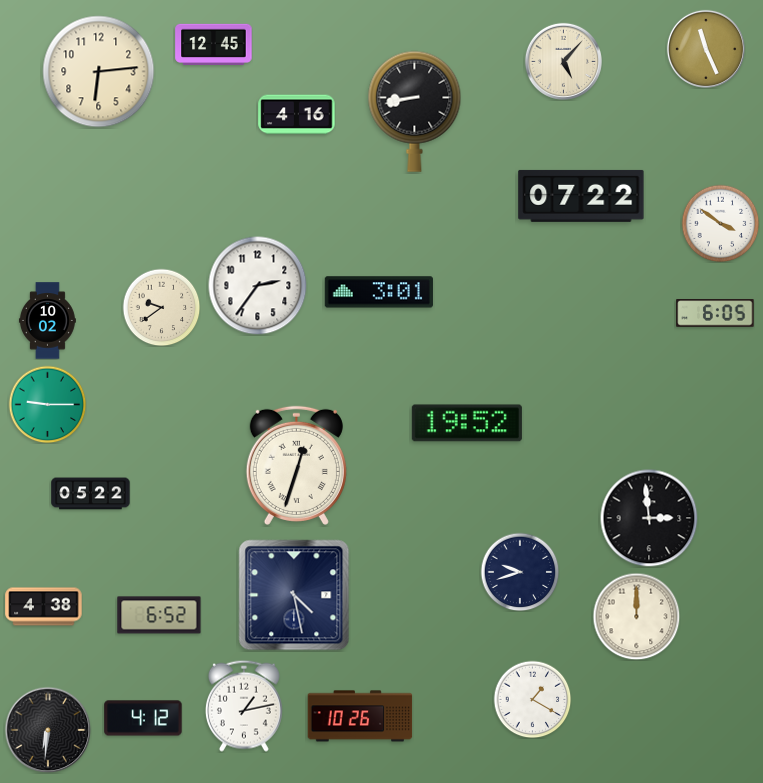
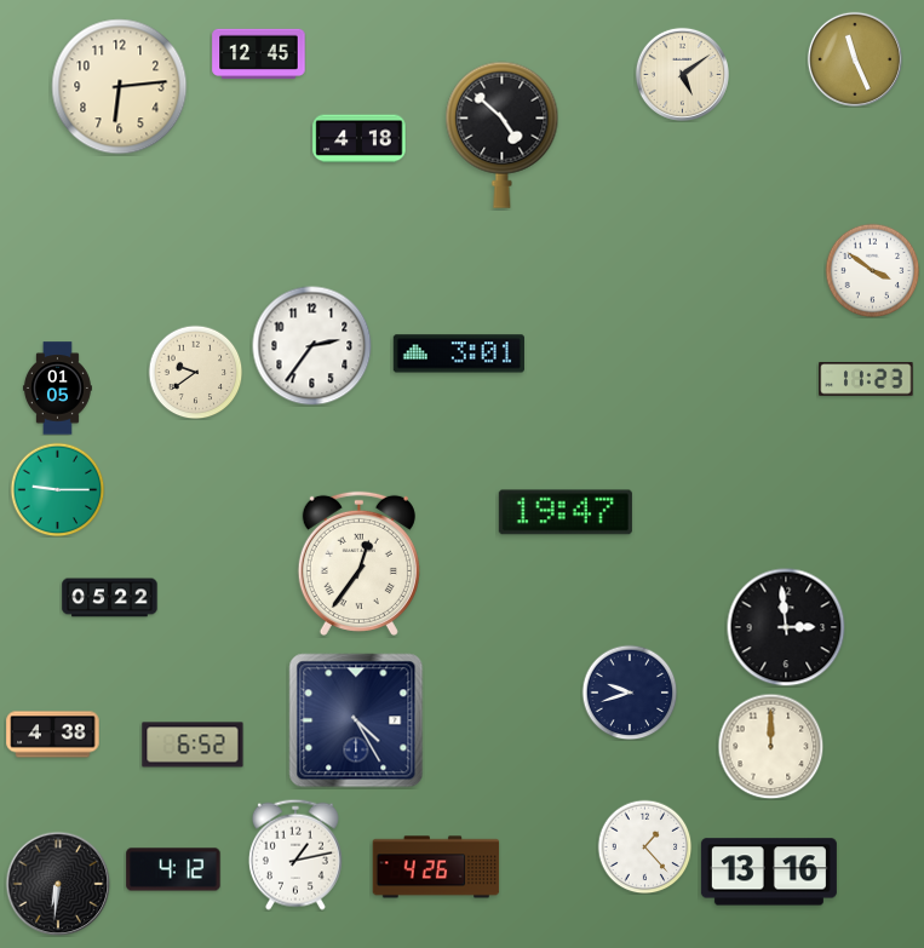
clock at (563, 61): 5:07 -> 5:09
clock at (415, 111): 8:43 -> 4:52
clock at (297, 115): 4:16 -> 4:18
clock at (581, 196): 07:22 -> none
clock at (715, 313): 6:05 -> 11:23
clock at (48, 321): 10:02 -> 01:05
clock at (467, 423): 19:52 -> 19:47
clock at (296, 465): 12:33 -> 12:36
clock at (294, 595): 4:28 -> 4:25
clock at (532, 699): 1:20 -> 1:23
clock at (360, 716): 10:26 -> 4:26
clock at (769, 872): none -> 13:16
